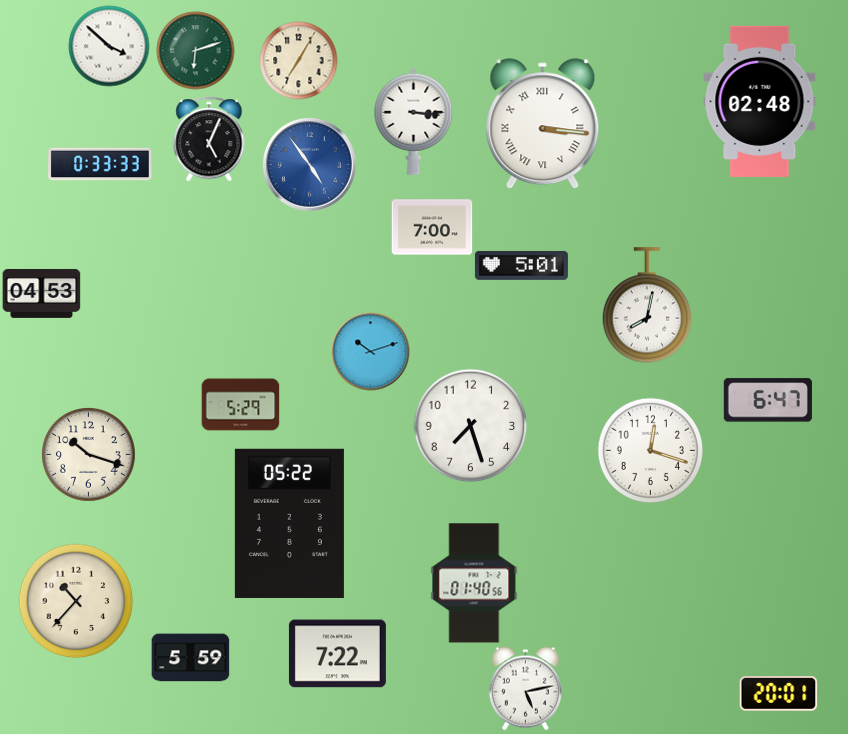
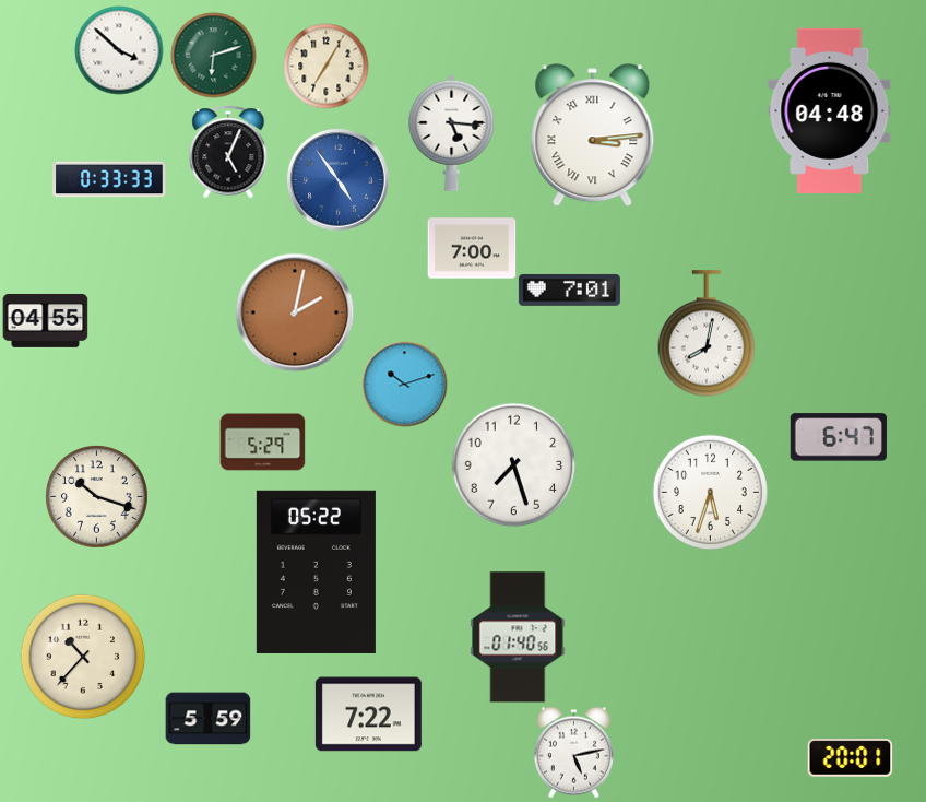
clock at (760, 101): 02:48 -> 04:48
clock at (414, 121): 3:16 -> 5:16
clock at (543, 124): 3:16 -> 3:14
clock at (521, 266): 5:01 -> 7:01
clock at (295, 312): none -> 2:02
clock at (41, 293): 04:53 -> 04:55
clock at (650, 450): 12:18 -> 5:33
